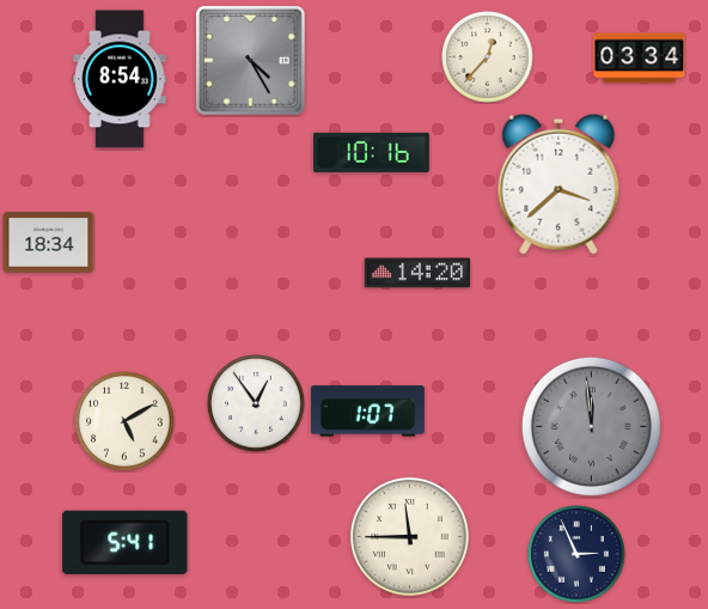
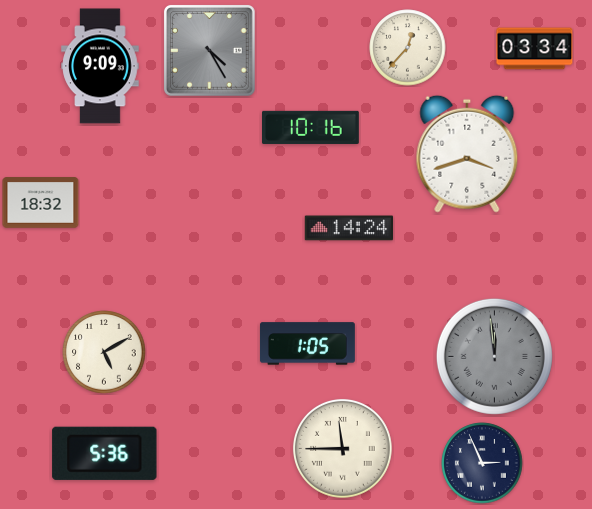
clock at (120, 79): 8:54 -> 9:09
clock at (559, 184): 3:38 -> 3:42
clock at (49, 243): 18:34 -> 18:32
clock at (417, 273): 14:20 -> 14:24
clock at (256, 403): 12:54 -> none
clock at (367, 412): 1:07 -> 1:05
clock at (126, 542): 5:41 -> 5:36
